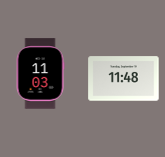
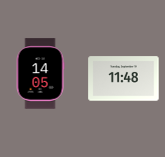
clock at (40, 74): 11:03 -> 14:05
